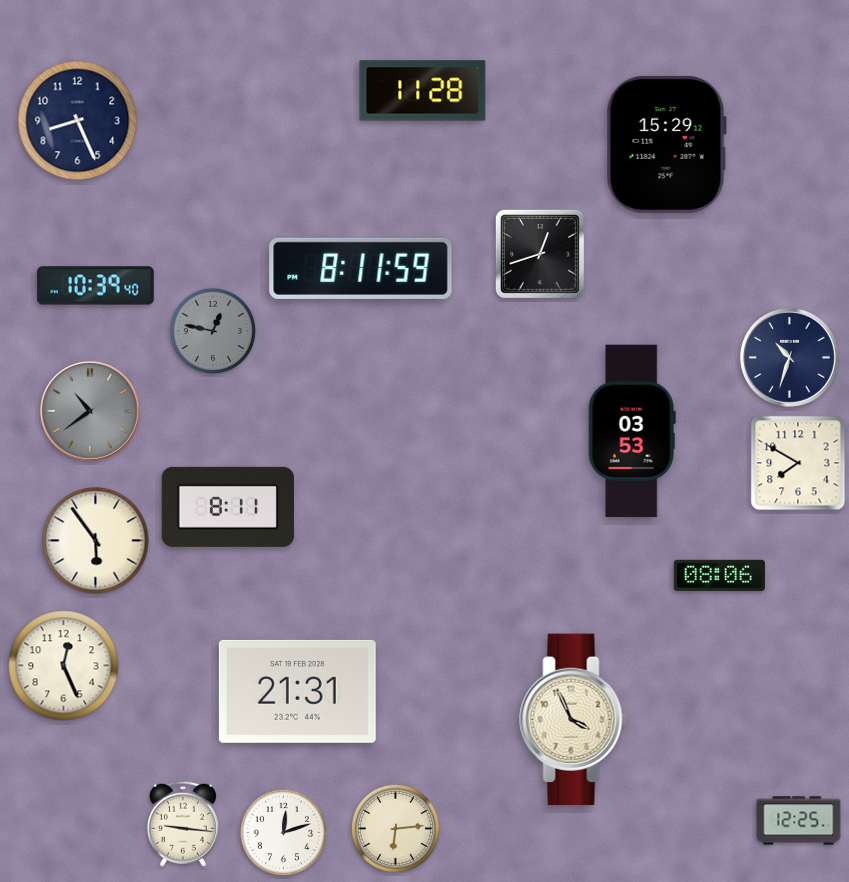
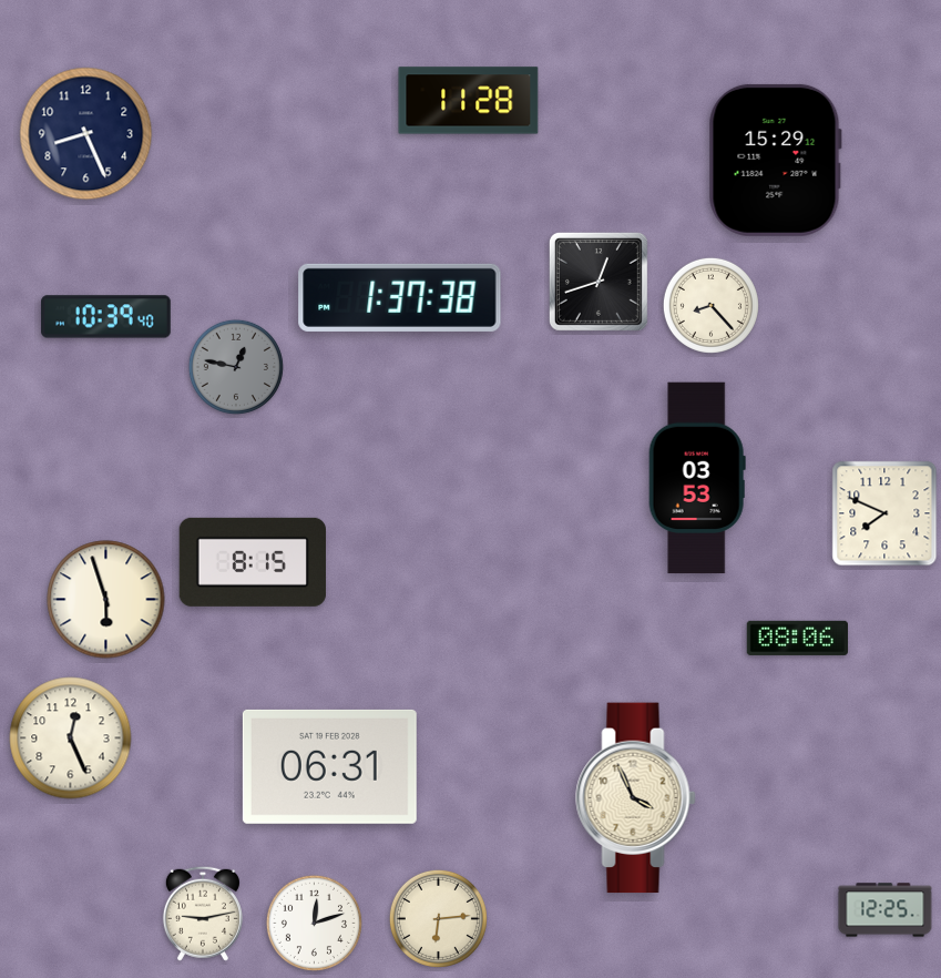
clock at (666, 144) position: (666, 144) -> (775, 160)
clock at (361, 268): 8:11 -> 1:37
clock at (710, 305): none -> 8:23
clock at (789, 357): 10:33 -> none
clock at (90, 411): 10:39 -> none
clock at (632, 431) position: (632, 431) -> (697, 478)
clock at (798, 463): 7:50 -> 7:49
clock at (228, 507): 8:11 -> 8:15
clock at (96, 541): 5:54 -> 5:57
clock at (297, 691): 21:31 -> 06:31
clock at (183, 824): 9:16 -> 9:13
